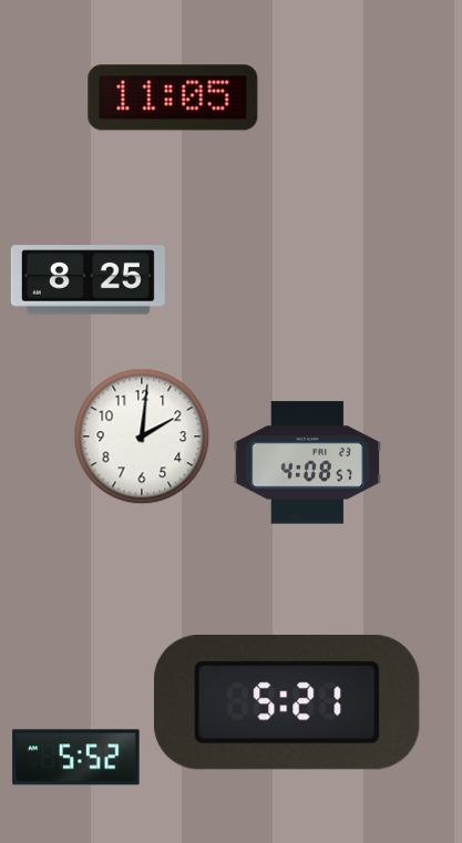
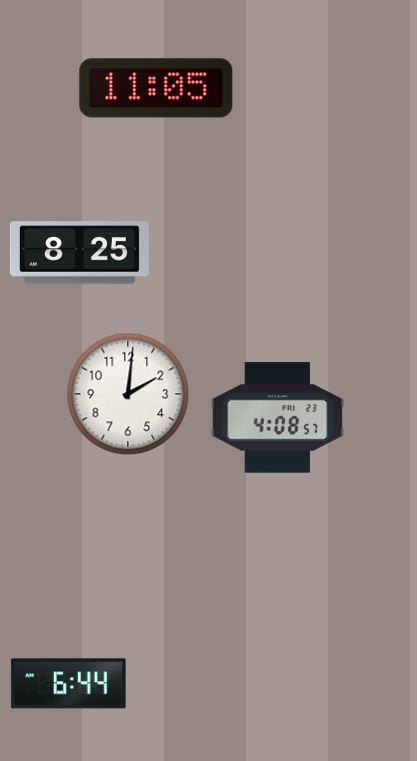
clock at (287, 703): 5:21 -> none
clock at (76, 758): 5:52 -> 6:44
